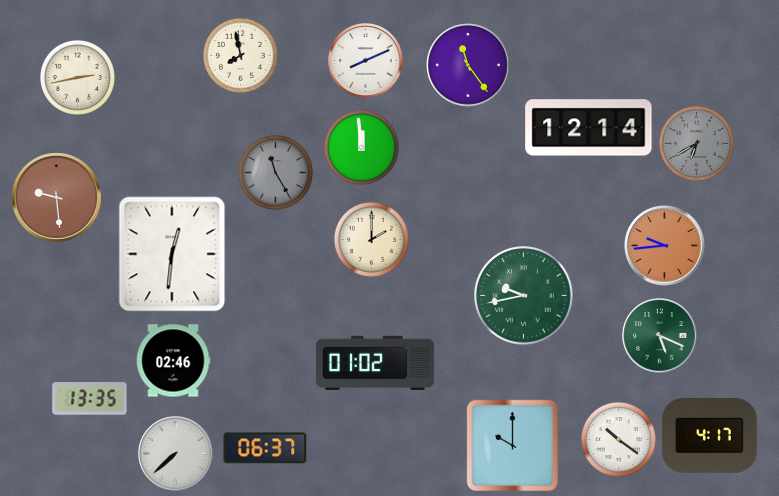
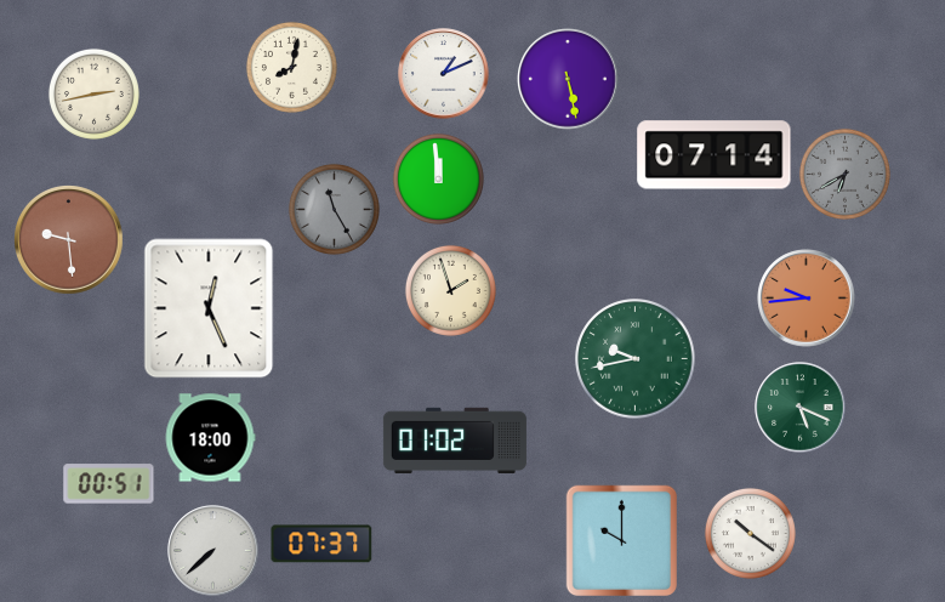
clock at (240, 55): 7:58 -> 8:02
clock at (366, 61): 8:11 -> 1:11
clock at (468, 65): 11:24 -> 5:28
clock at (589, 128): 12:14 -> 07:14
clock at (371, 239): 2:00 -> 1:57
clock at (172, 254): 12:31 -> 12:26
clock at (173, 361): 02:46 -> 18:00
clock at (90, 399): 13:35 -> 00:51
clock at (710, 435): 4:17 -> none
clock at (265, 448): 06:37 -> 07:37
